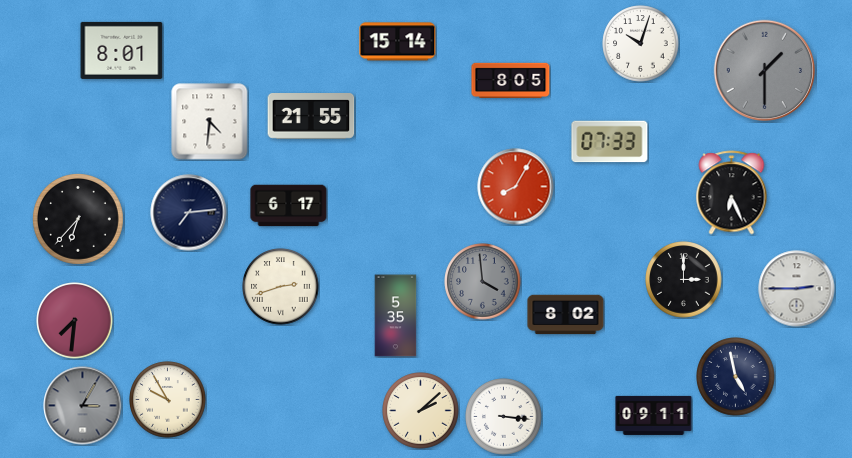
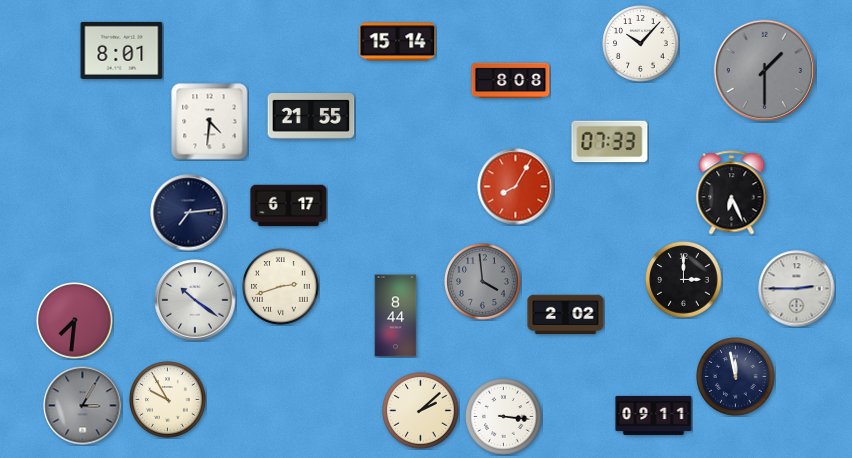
clock at (641, 44): 10:03 -> 10:07
clock at (511, 80): 8:05 -> 8:08
clock at (78, 219): 6:37 -> none
clock at (195, 300): none -> 10:21
clock at (566, 315): 8:02 -> 2:02
clock at (396, 316): 5:35 -> 8:44
clock at (736, 377): 4:58 -> 11:58
